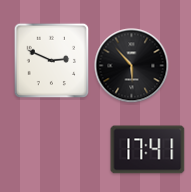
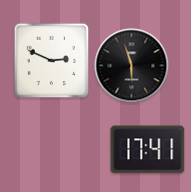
clock at (132, 66): 5:53 -> 5:57
